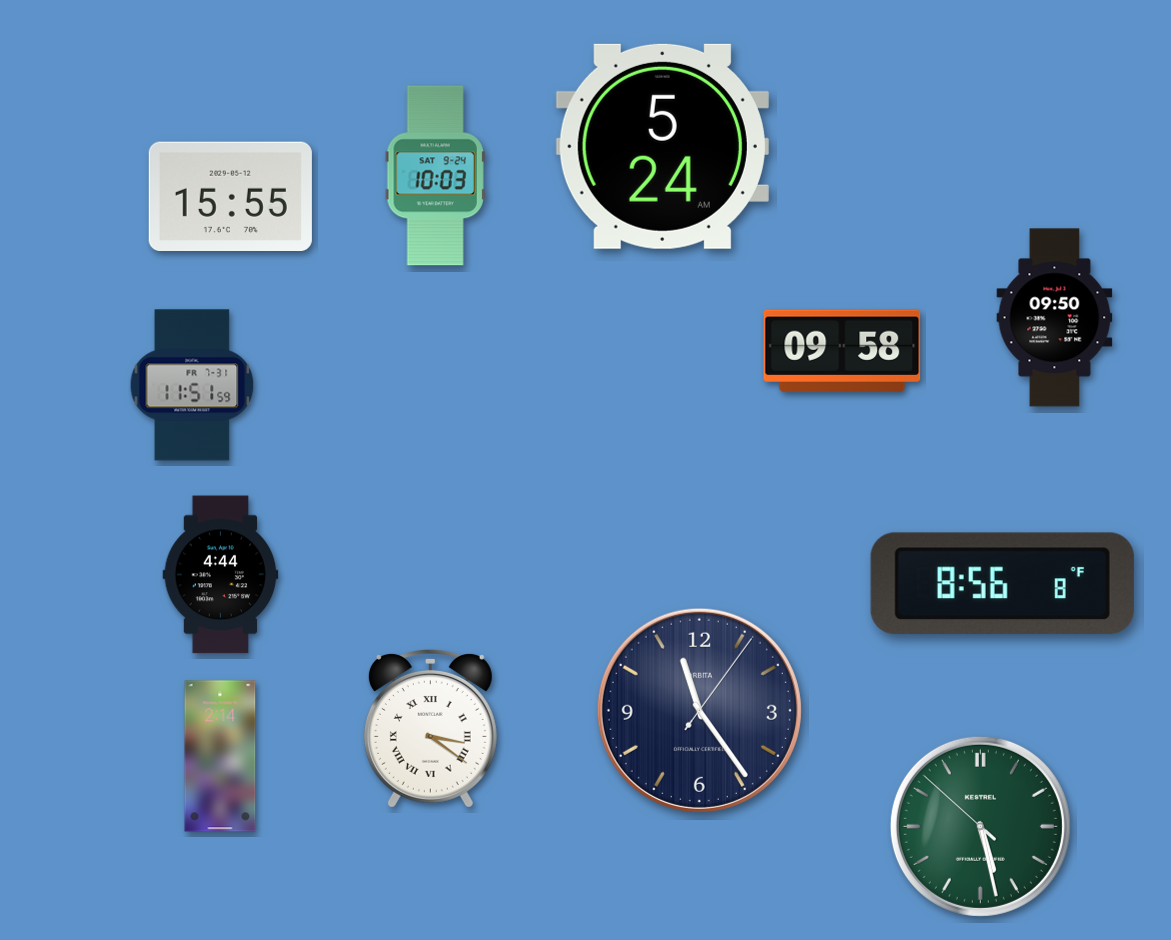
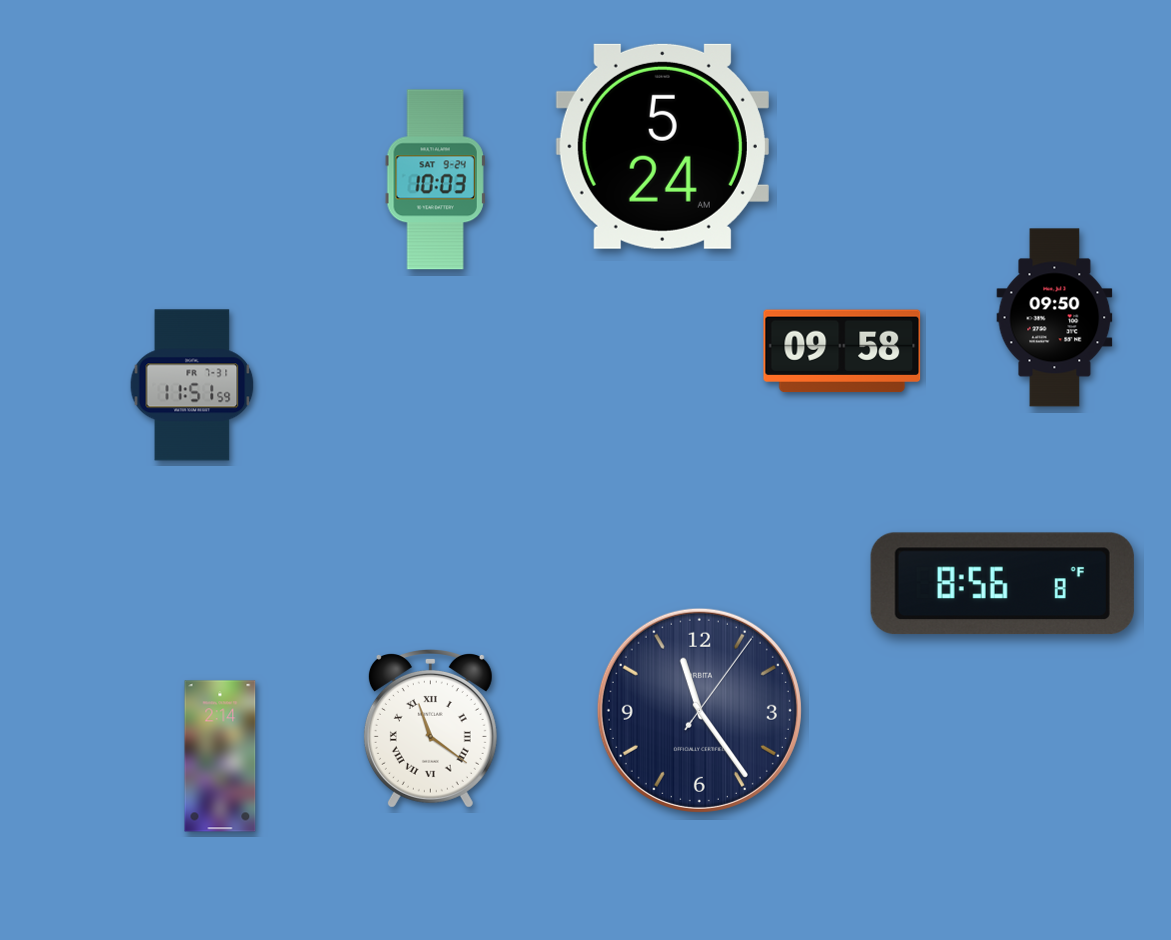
clock at (435, 176) position: (435, 176) -> (435, 180)
clock at (230, 197): 15:55 -> none
clock at (221, 575): 4:44 -> none
clock at (430, 729): 3:21 -> 11:21
clock at (980, 826): 5:27 -> none
